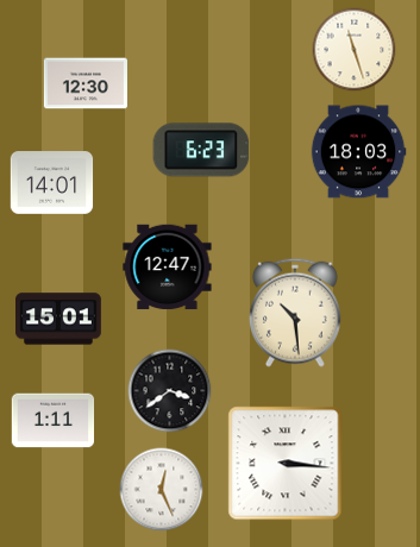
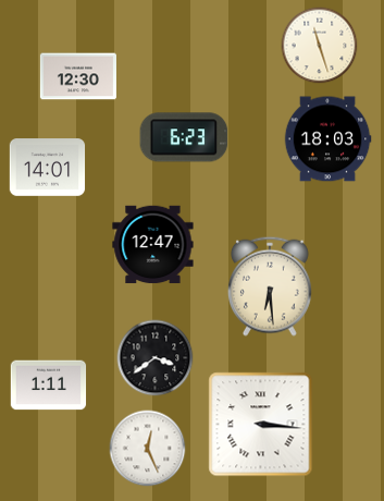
clock at (355, 50) position: (355, 50) -> (320, 46)
clock at (295, 313): 10:29 -> 6:29
clock at (59, 319): 15:01 -> none
